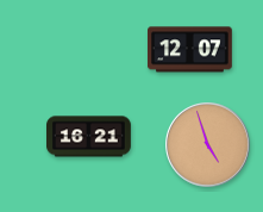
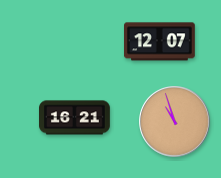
clock at (89, 137) position: (89, 137) -> (75, 118)
clock at (208, 145): 4:57 -> 10:57
